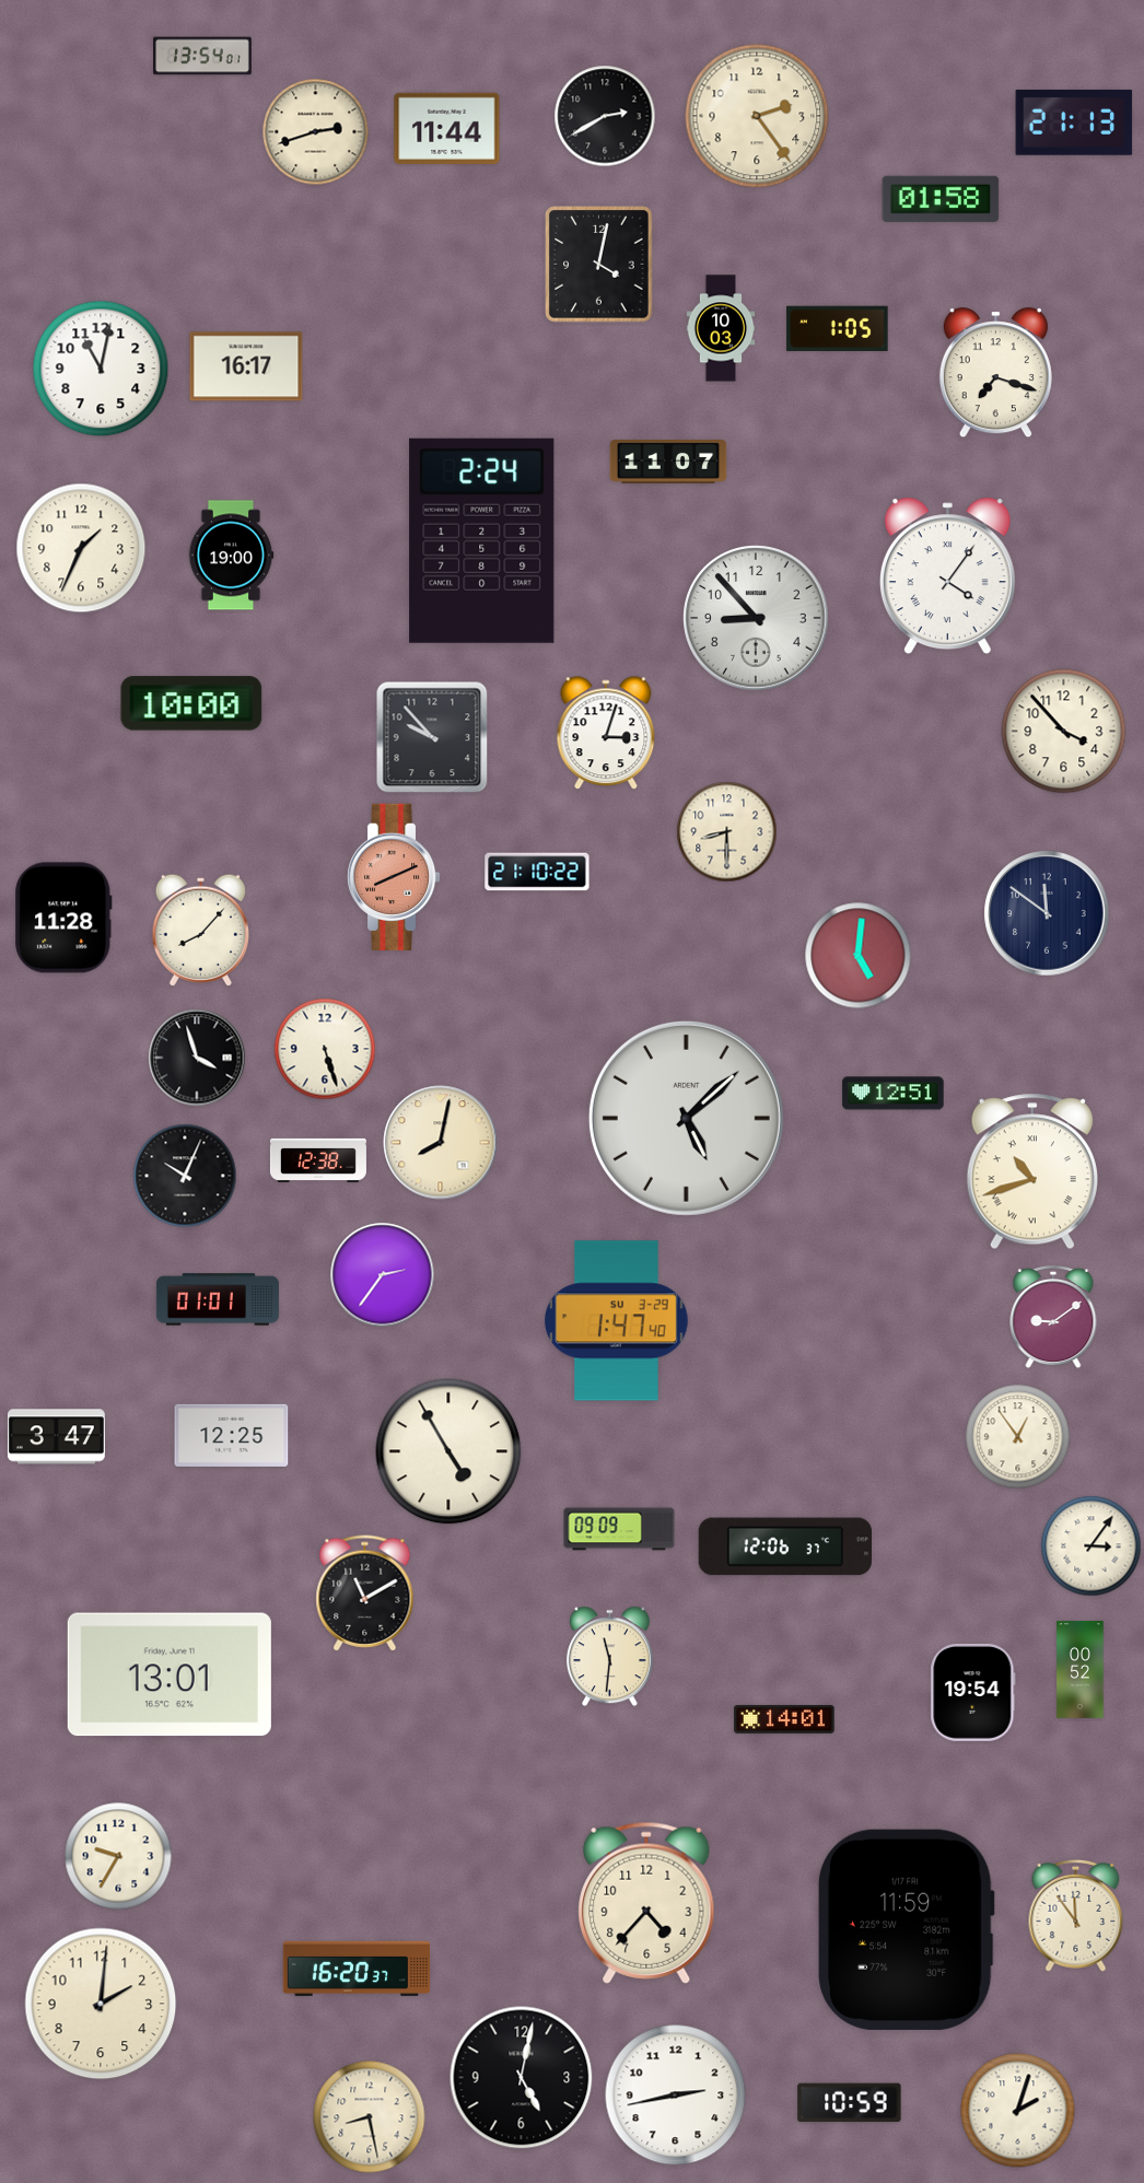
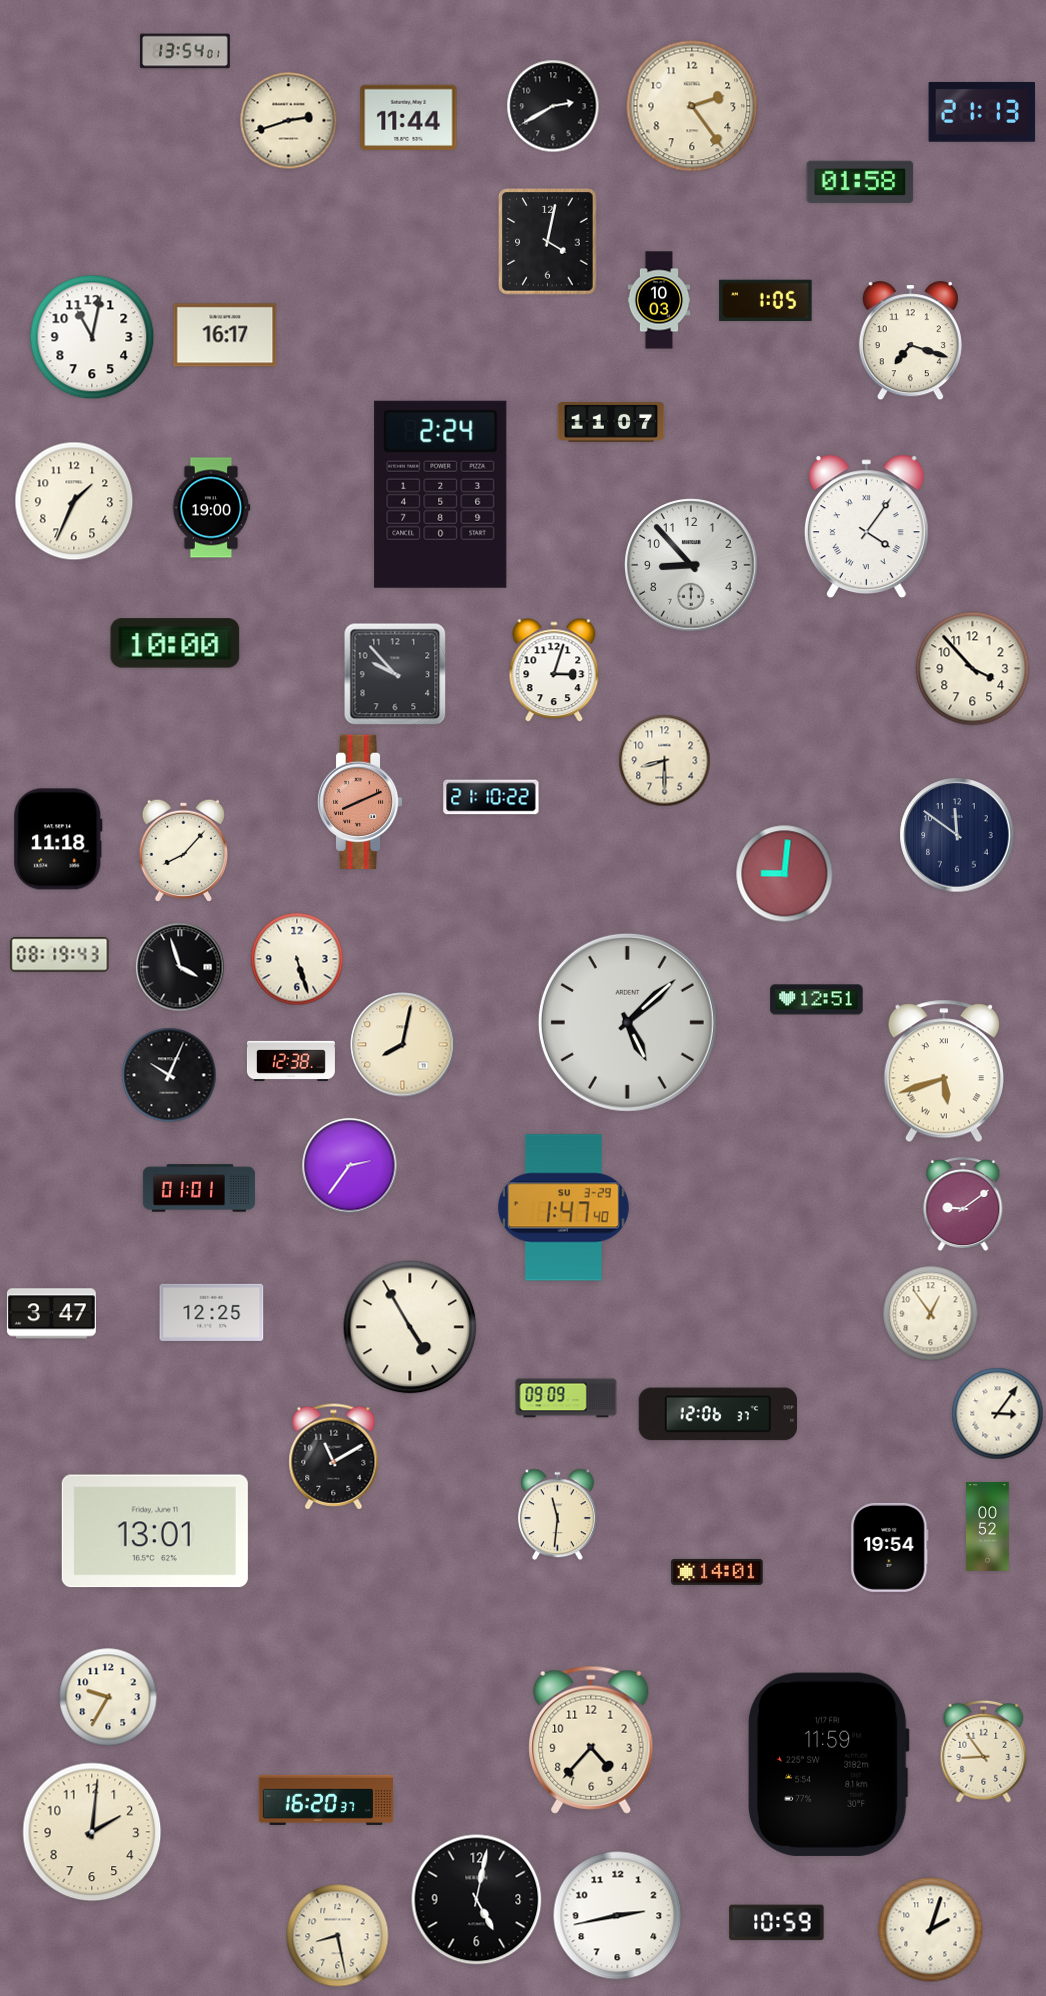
clock at (63, 918): 11:28 -> 11:18
clock at (859, 956): 5:01 -> 9:01
clock at (60, 955): none -> 08:19
clock at (1032, 1171): 10:42 -> 5:42
clock at (1076, 1915): 11:54 -> 8:54
